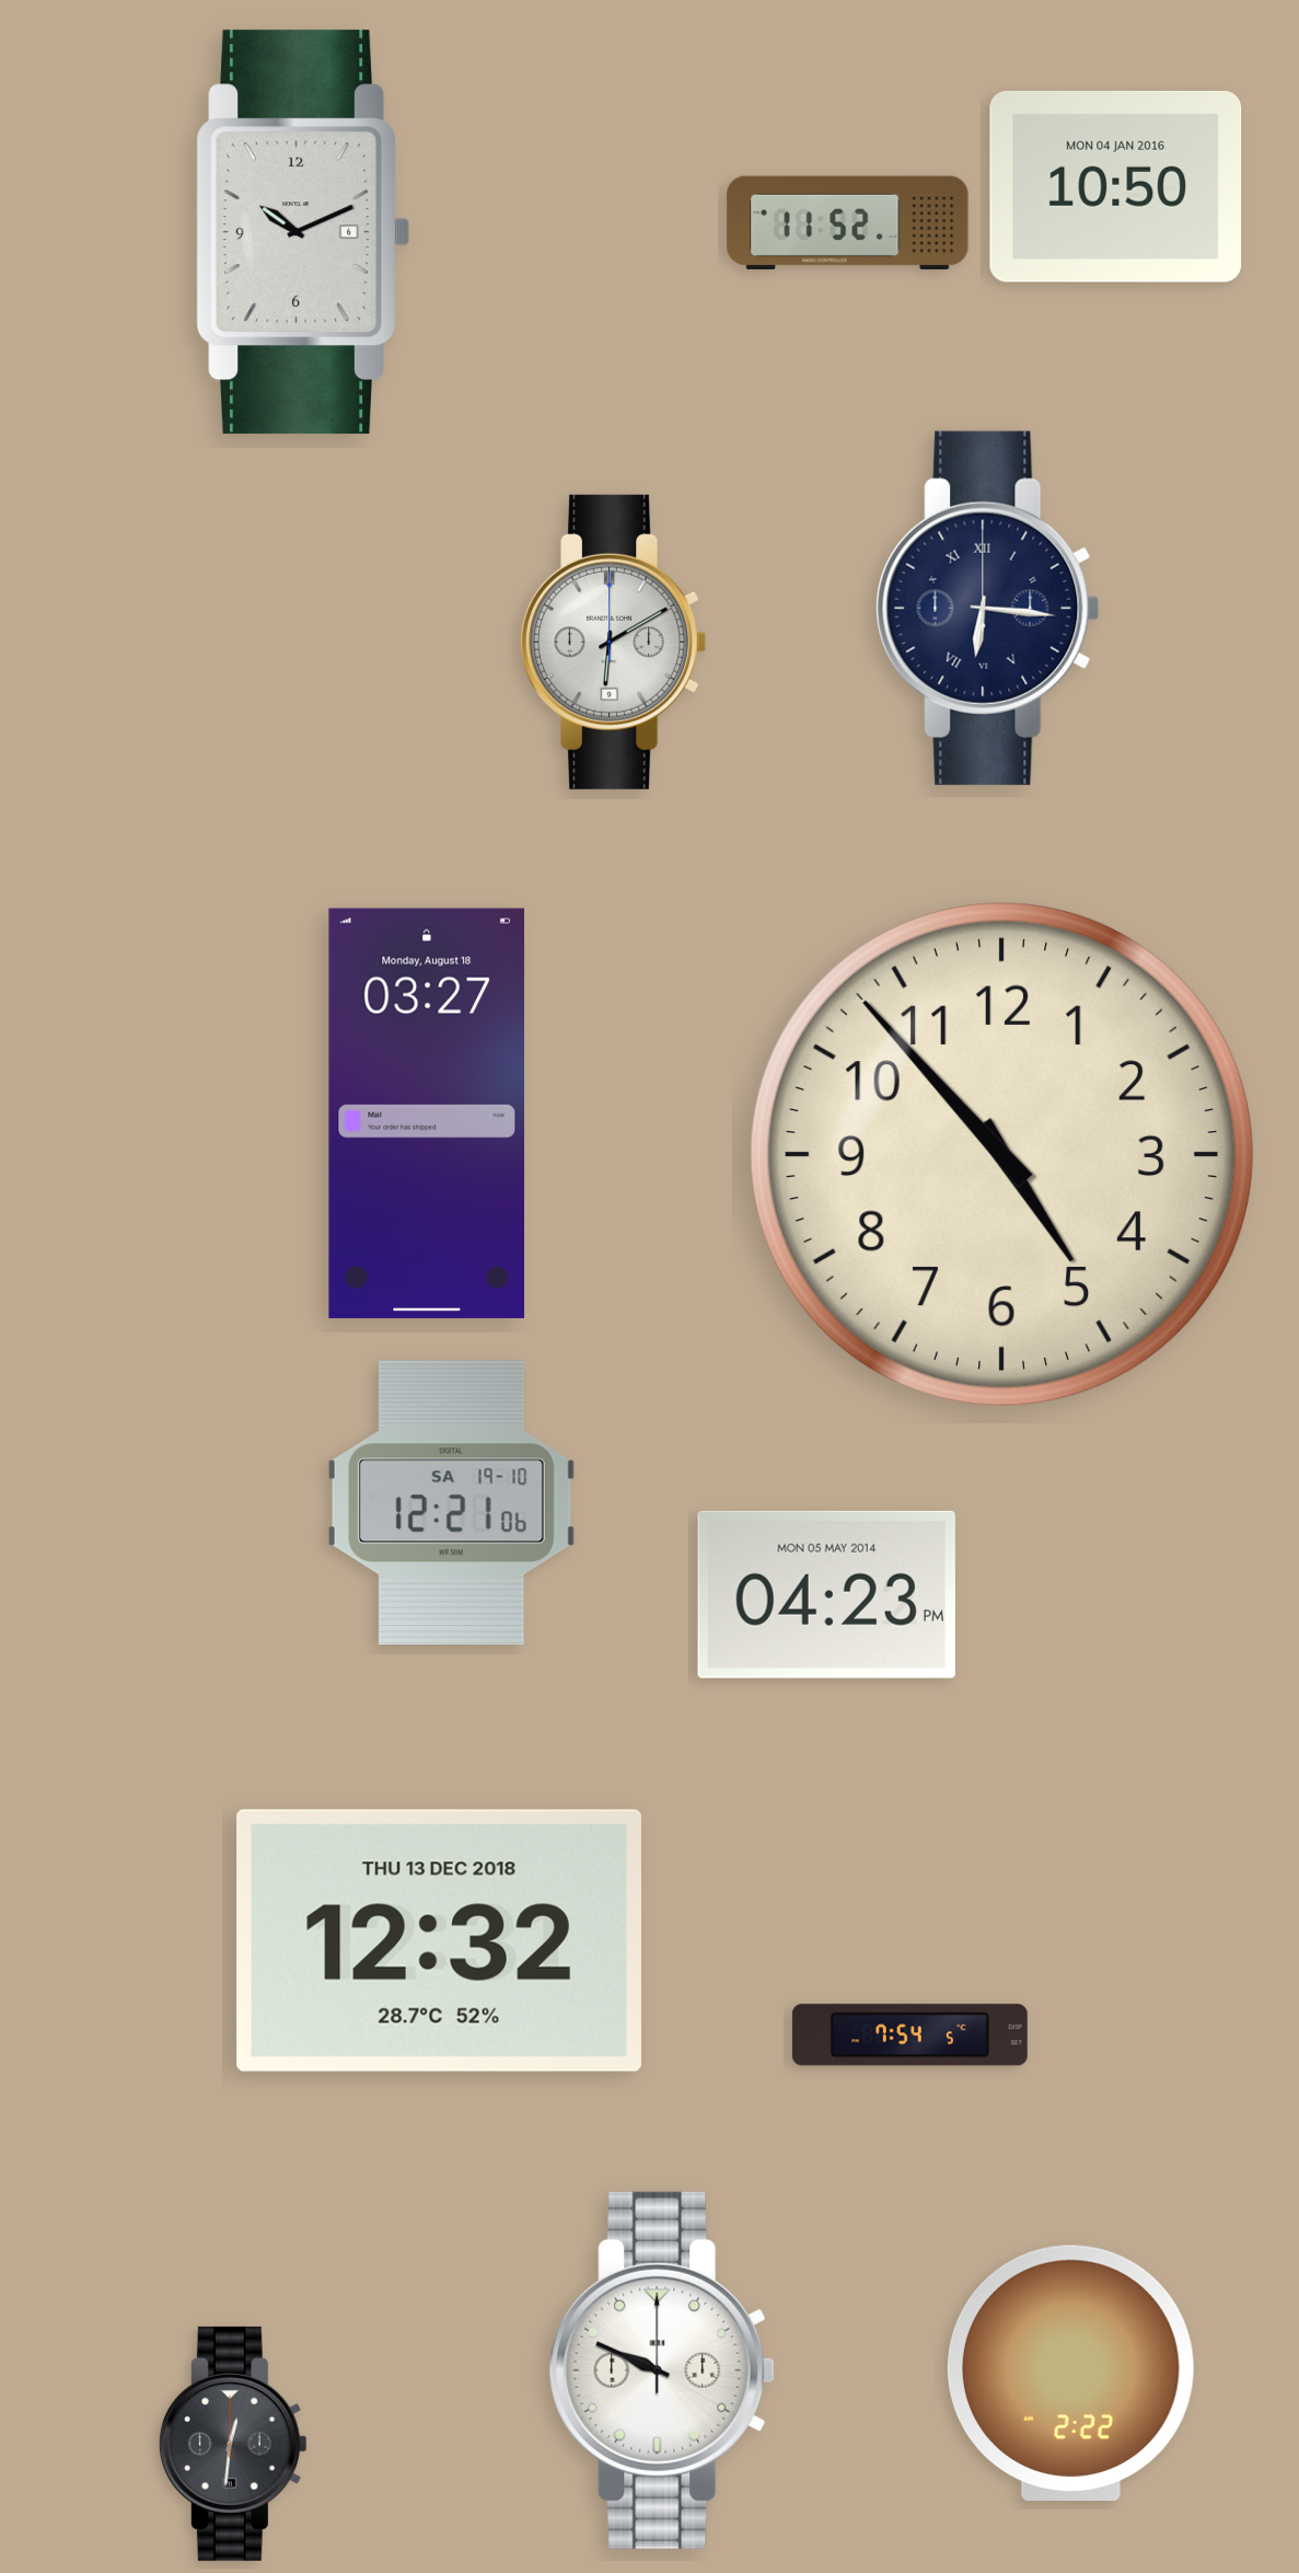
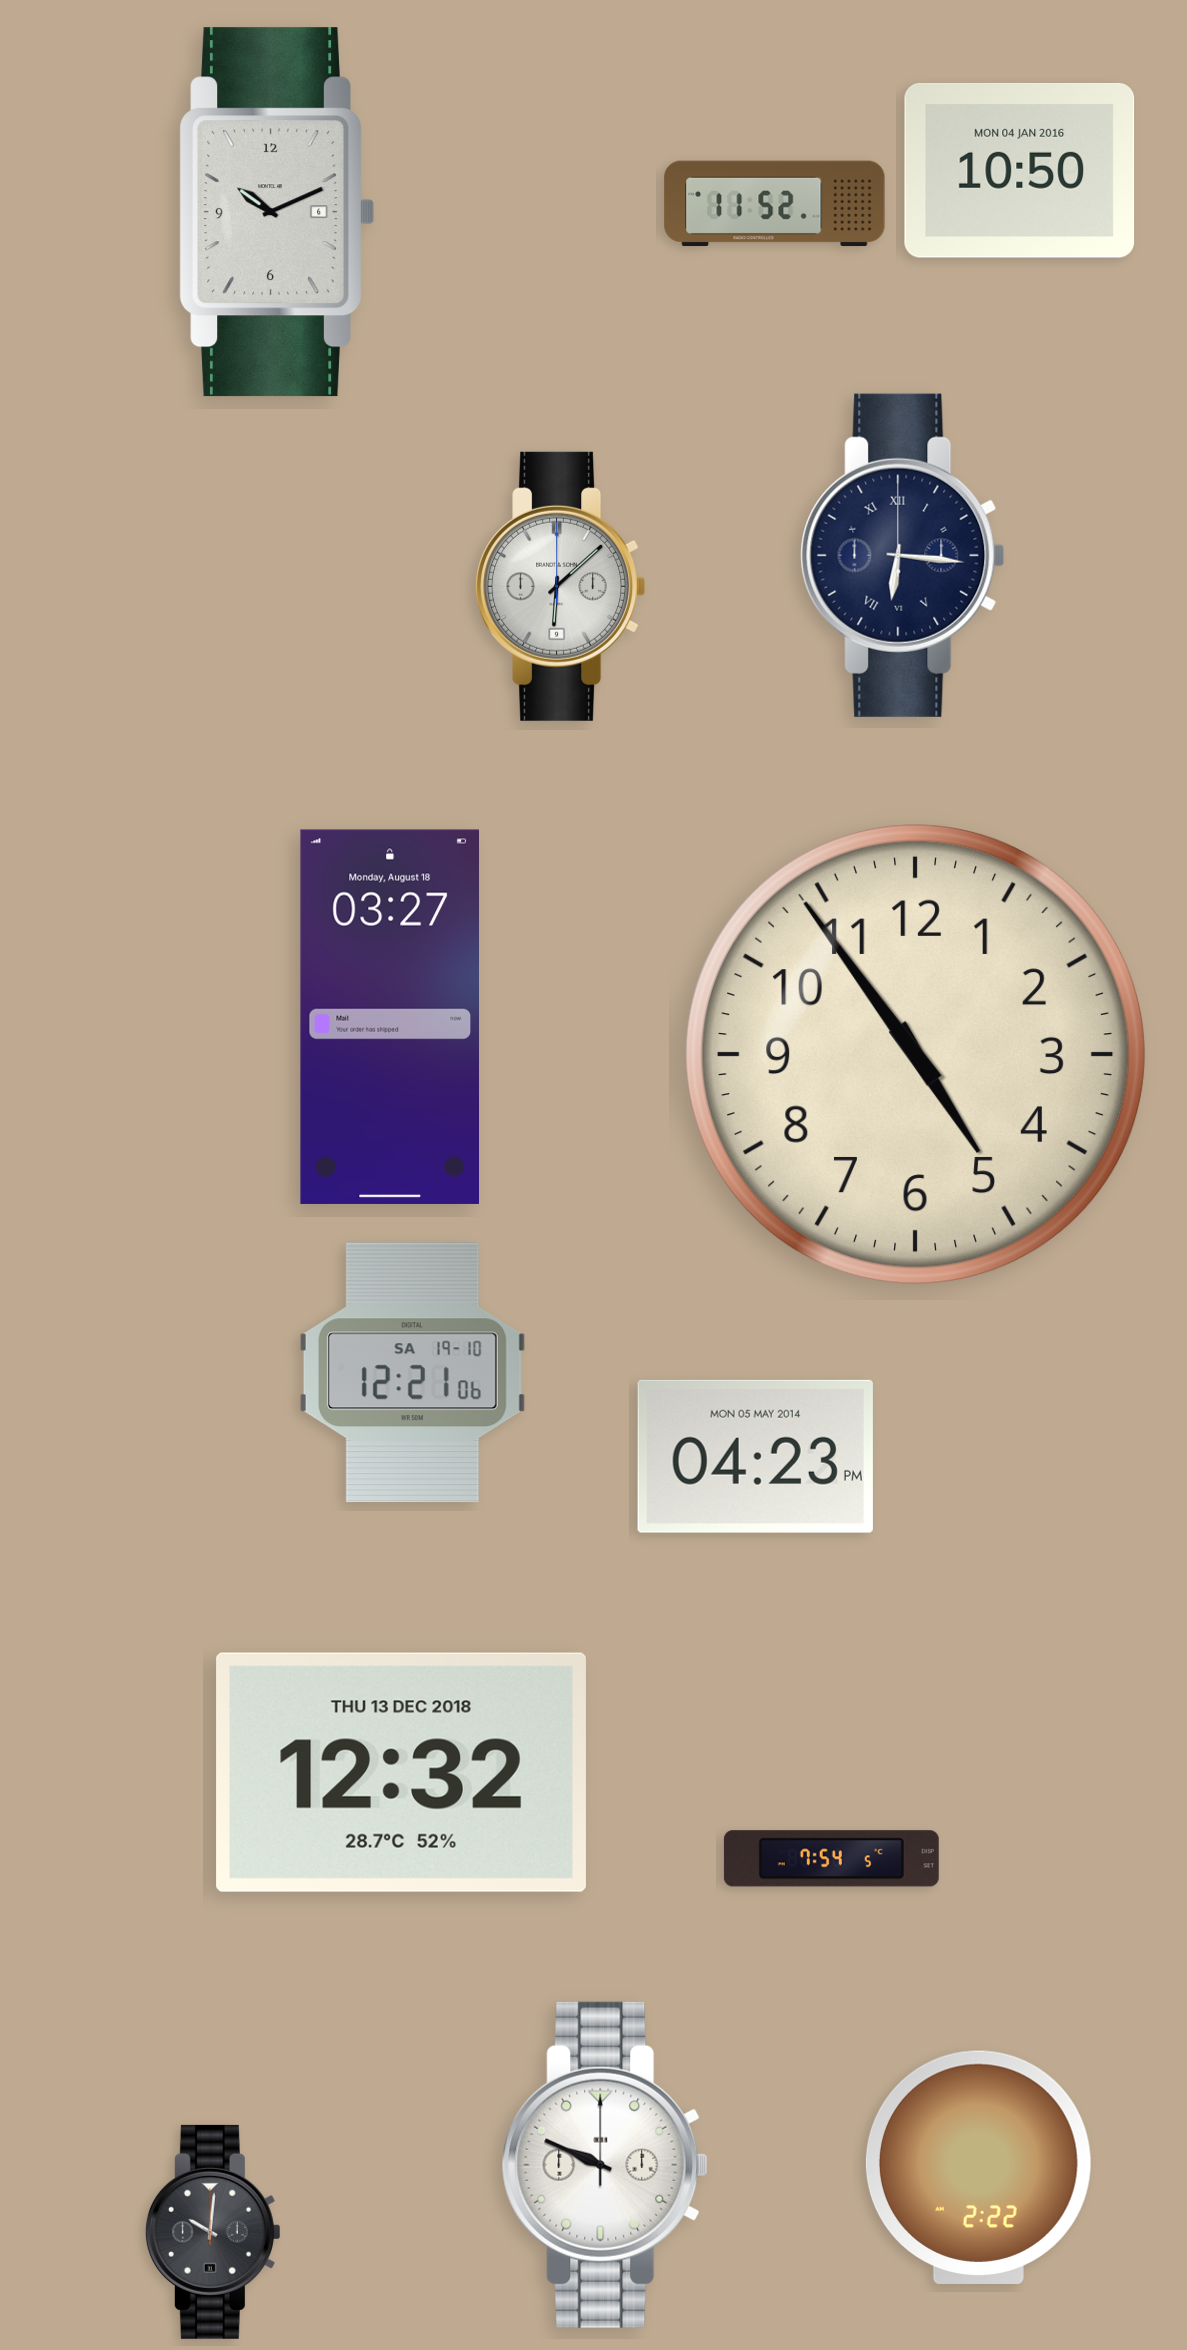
clock at (614, 642): 6:10 -> 6:08
clock at (1002, 1155): 4:53 -> 4:54
clock at (233, 2444): 12:31 -> 10:01
